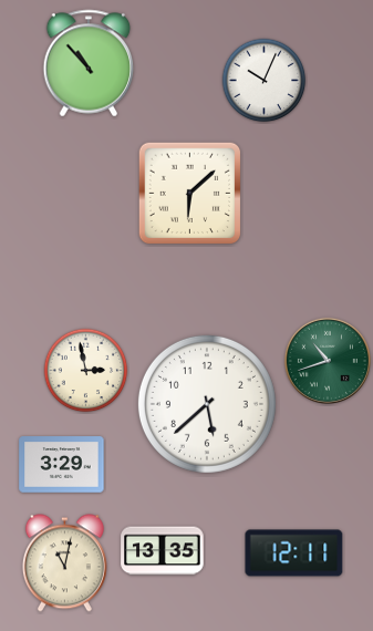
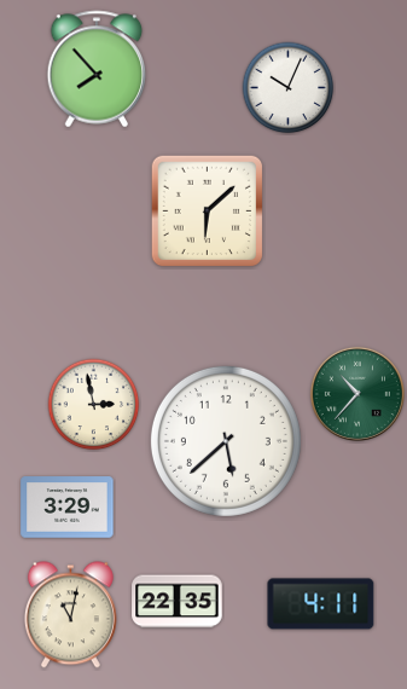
clock at (89, 63): 10:53 -> 7:53
clock at (328, 361): 10:42 -> 10:37
clock at (163, 551): 13:35 -> 22:35
clock at (294, 554): 12:11 -> 4:11
